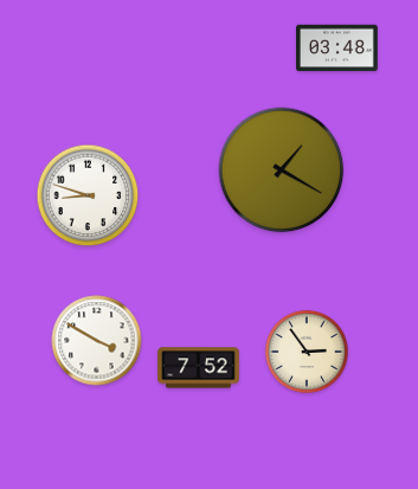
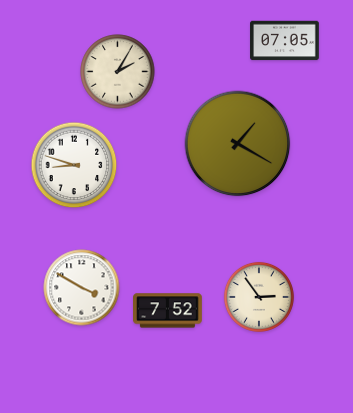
clock at (337, 49): 03:48 -> 07:05
clock at (118, 72): none -> 2:05
